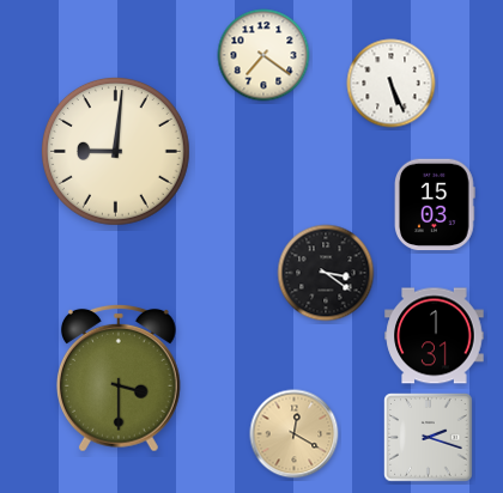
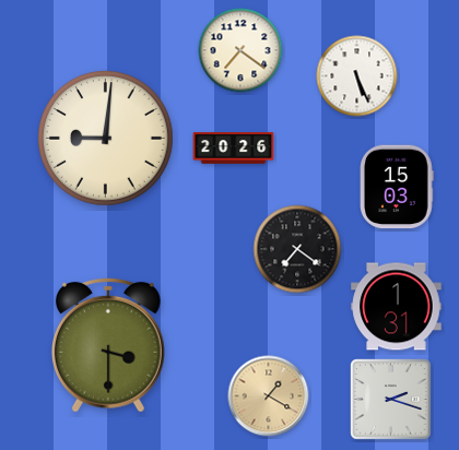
clock at (234, 149): none -> 20:26
clock at (326, 273): 3:21 -> 7:21
clock at (295, 434): 12:20 -> 1:20
